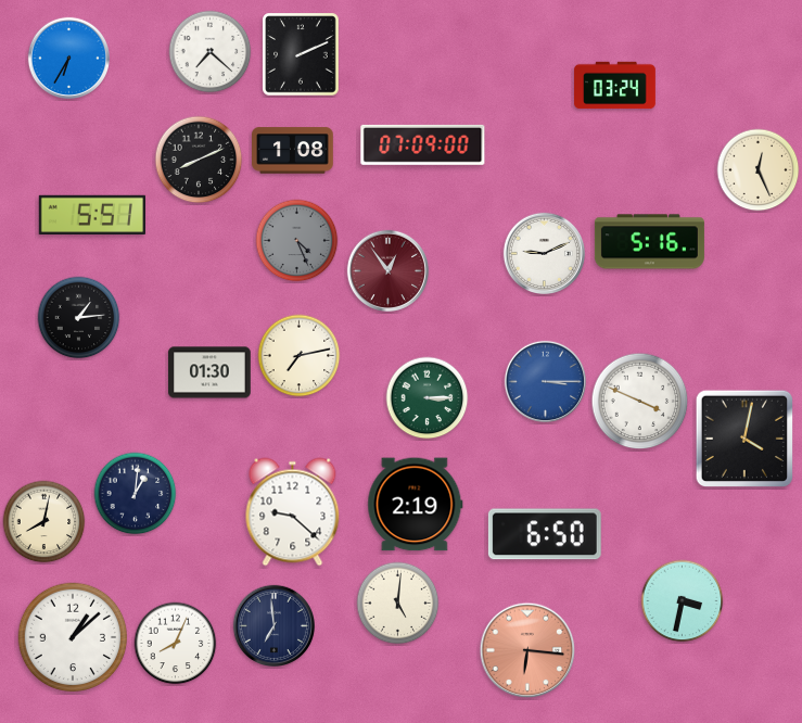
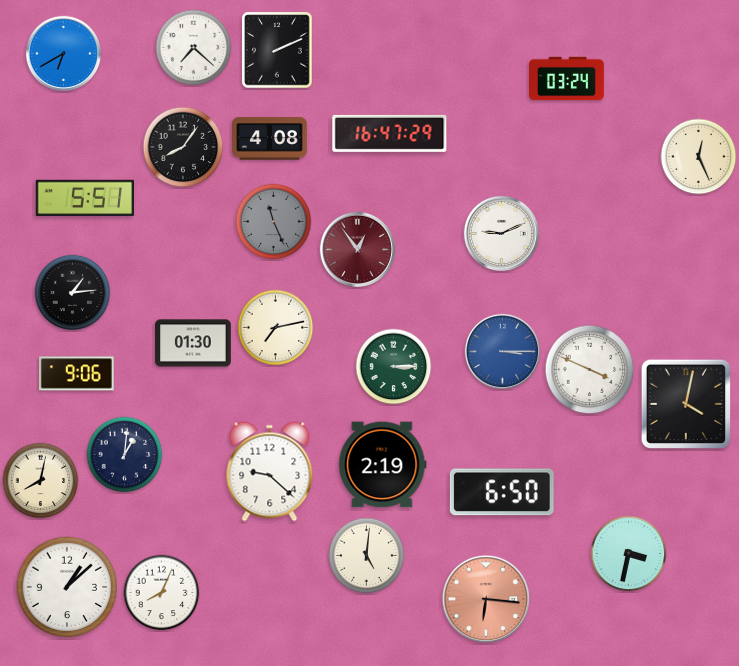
clock at (68, 58): 6:35 -> 6:40
clock at (423, 144): 07:09 -> 16:47
clock at (293, 151): 1:08 -> 4:08
clock at (199, 160): 8:11 -> 8:06
clock at (297, 241): 4:26 -> 11:26
clock at (649, 242): 5:16 -> none
clock at (77, 374): none -> 9:06
clock at (273, 625): 6:59 -> none
